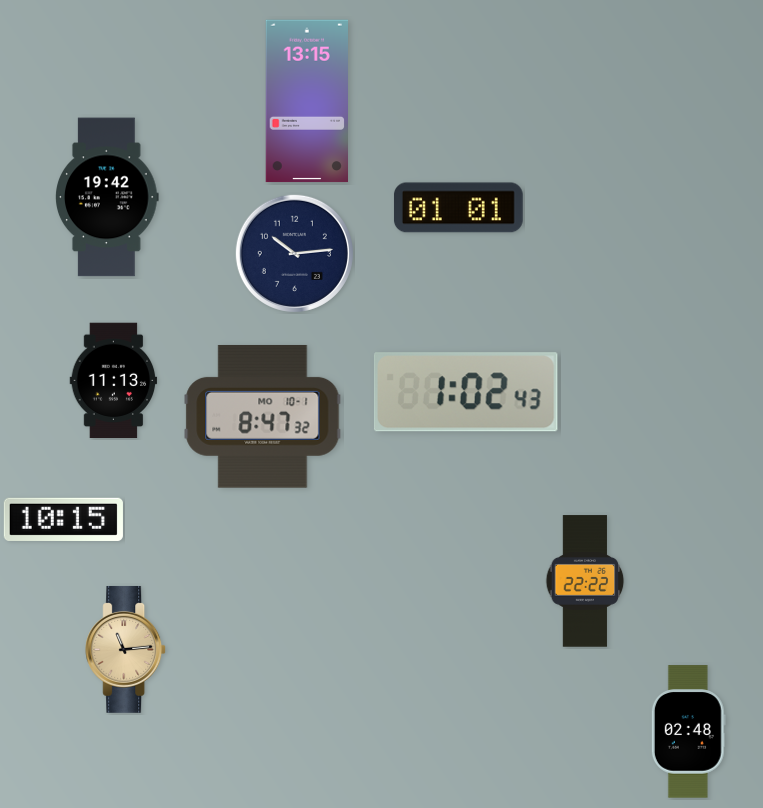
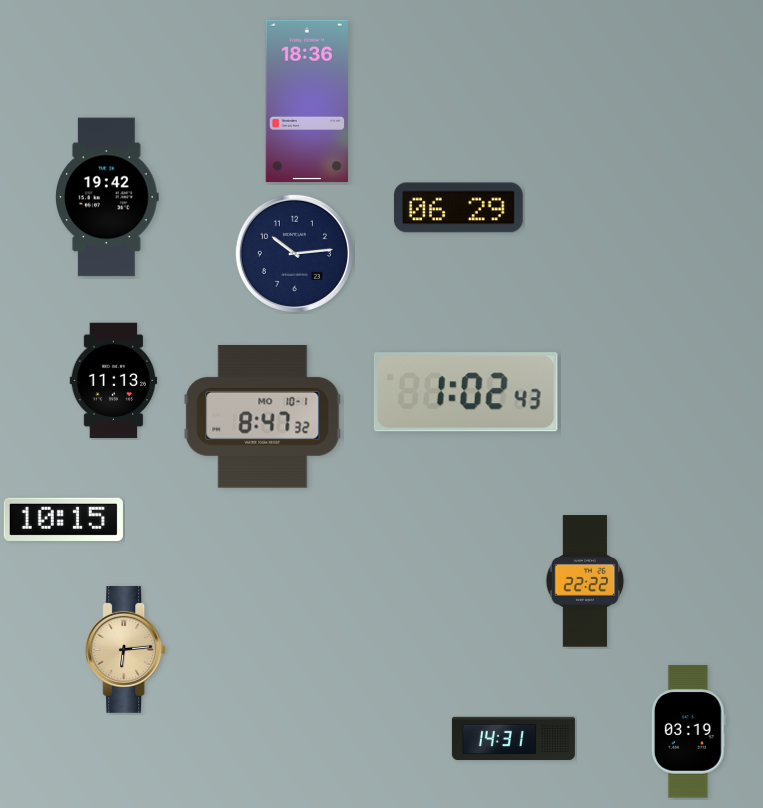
clock at (306, 101): 13:15 -> 18:36
clock at (458, 208): 01:01 -> 06:29
clock at (126, 649): 11:14 -> 6:14
clock at (688, 732): 02:48 -> 03:19
clock at (513, 739): none -> 14:31
